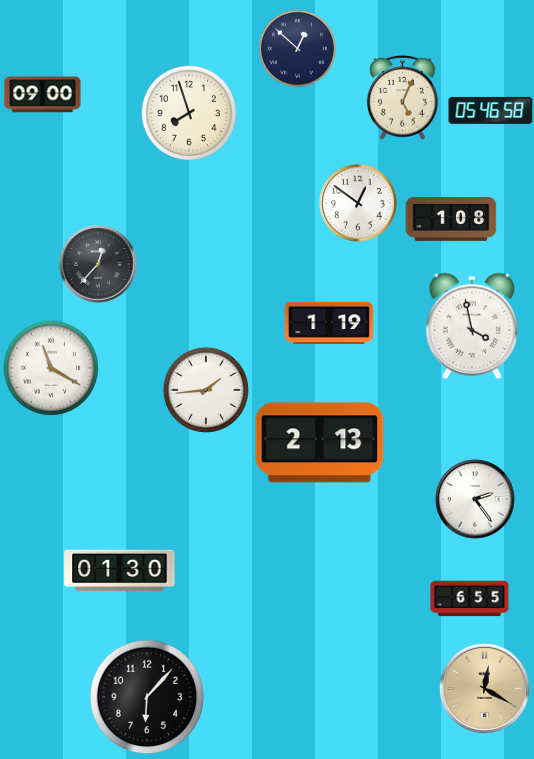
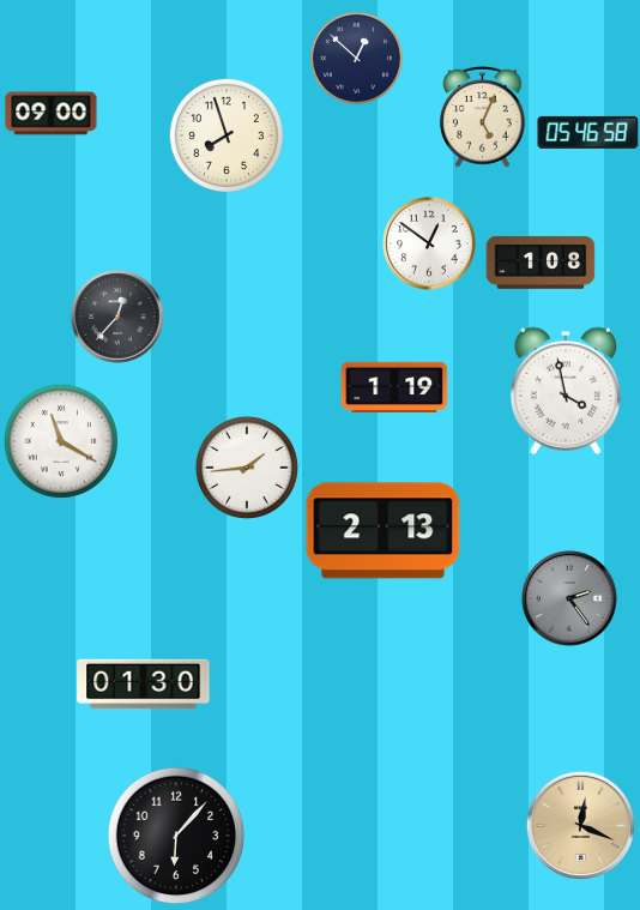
clock at (475, 499) dial: white -> grey
clock at (470, 599): 6:55 -> none
clock at (484, 688): 12:20 -> 12:19
